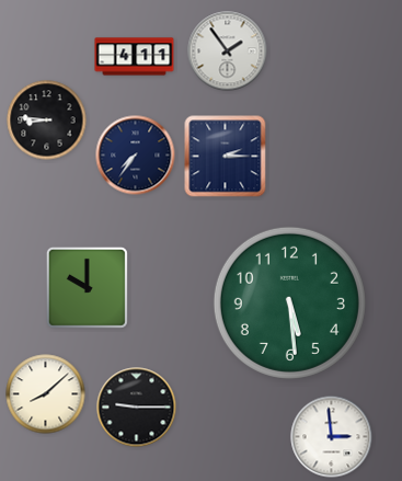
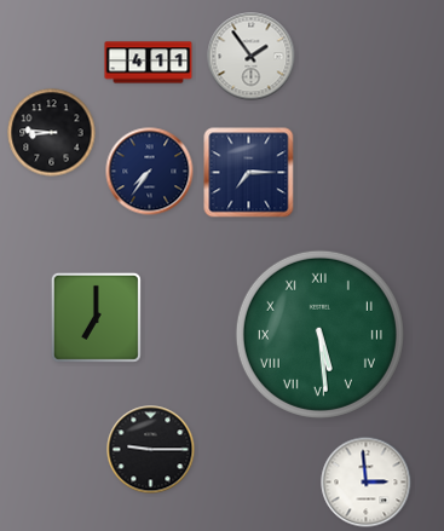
clock at (226, 157): 2:15 -> 7:15
clock at (87, 287): 10:00 -> 7:00
clock at (289, 302) numerals: Arabic -> Roman
clock at (46, 394): 8:08 -> none
